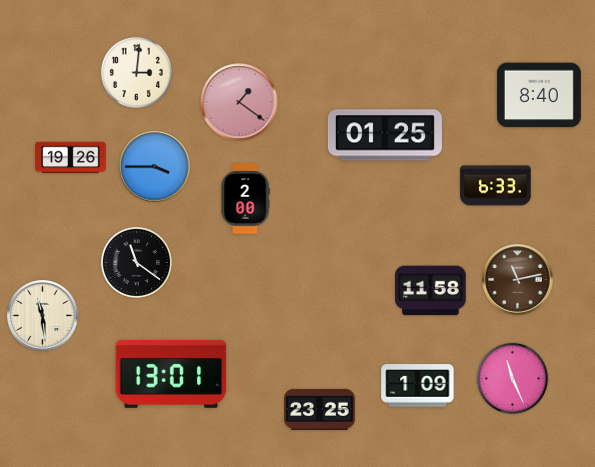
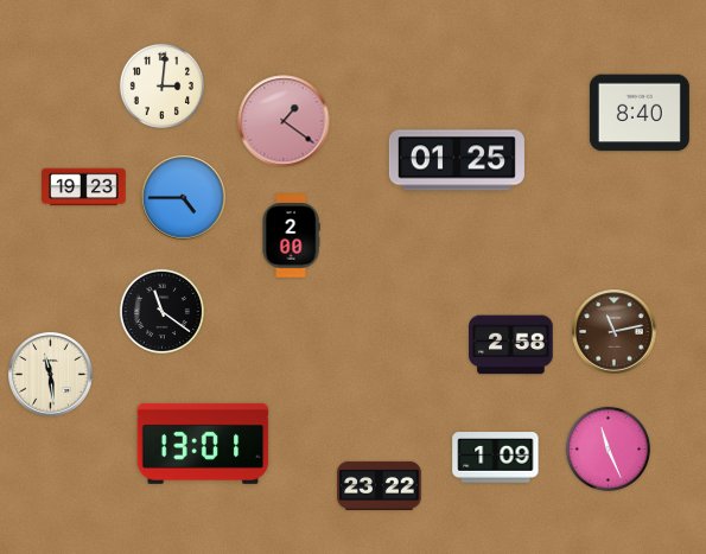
clock at (71, 158): 19:26 -> 19:23
clock at (155, 167): 3:45 -> 4:45
clock at (496, 186): 6:33 -> none
clock at (431, 291): 11:58 -> 2:58
clock at (320, 409): 23:25 -> 23:22
